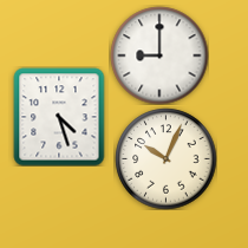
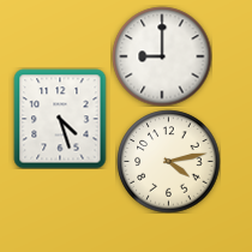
clock at (165, 158): 10:04 -> 4:13
